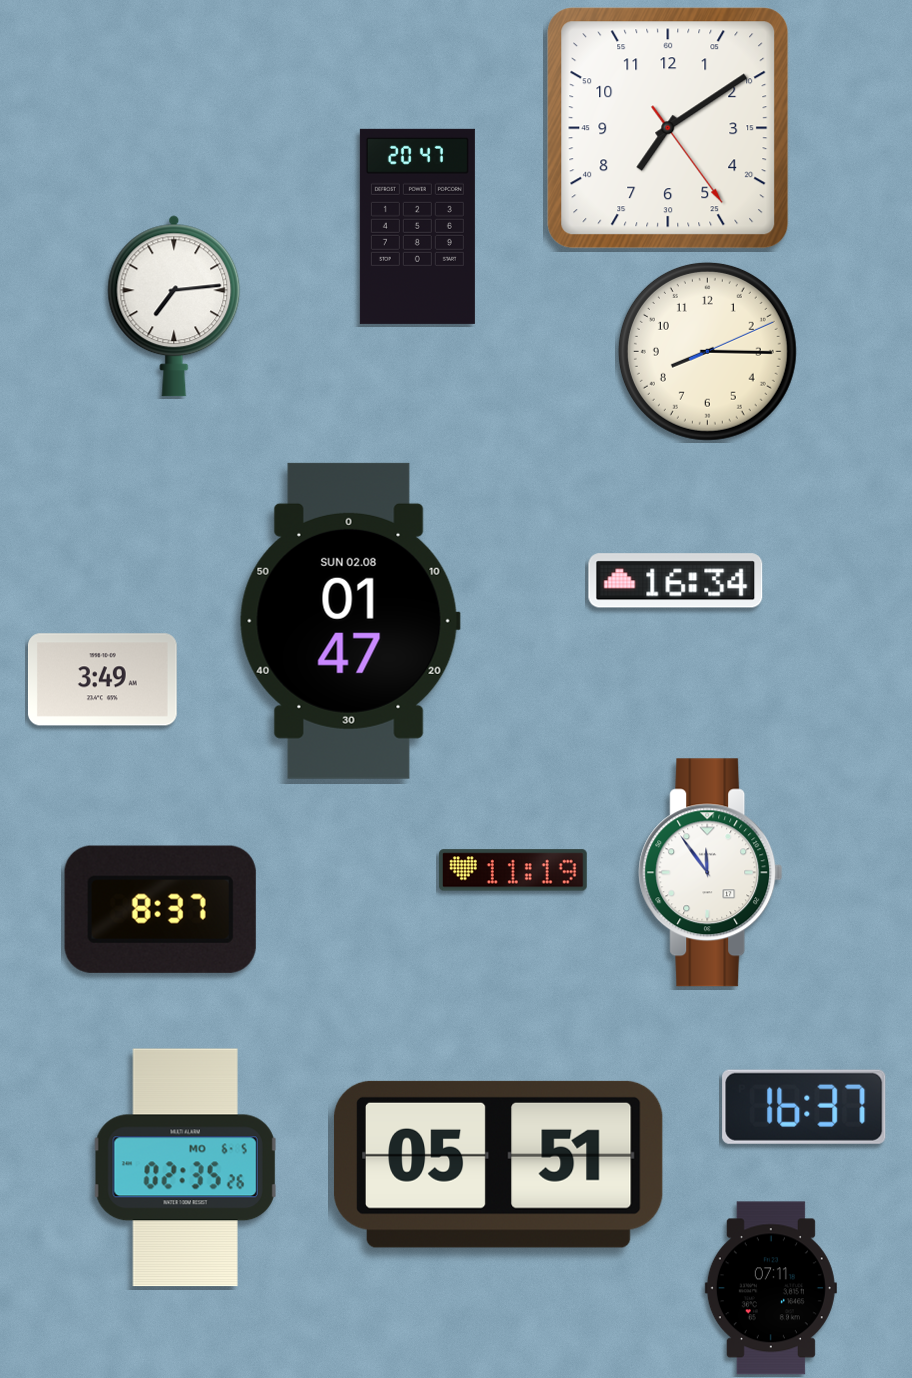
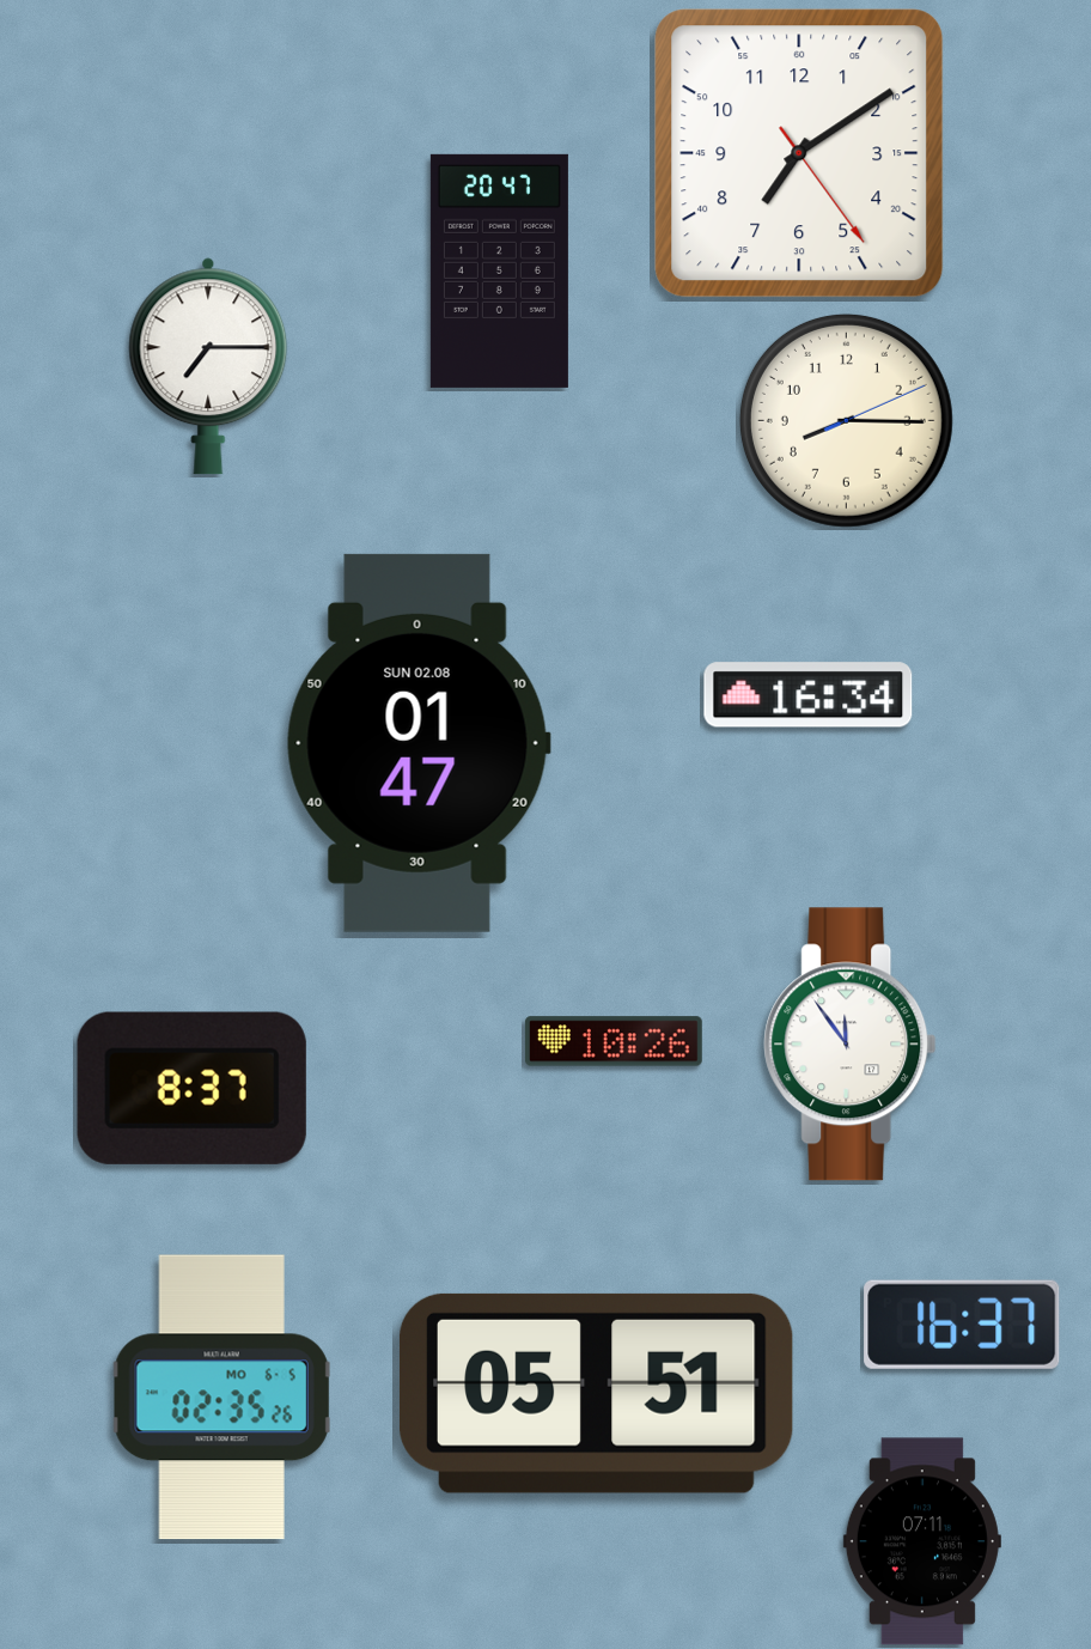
clock at (174, 306): 7:14 -> 7:15
clock at (102, 680): 3:49 -> none
clock at (513, 870): 11:19 -> 10:26
